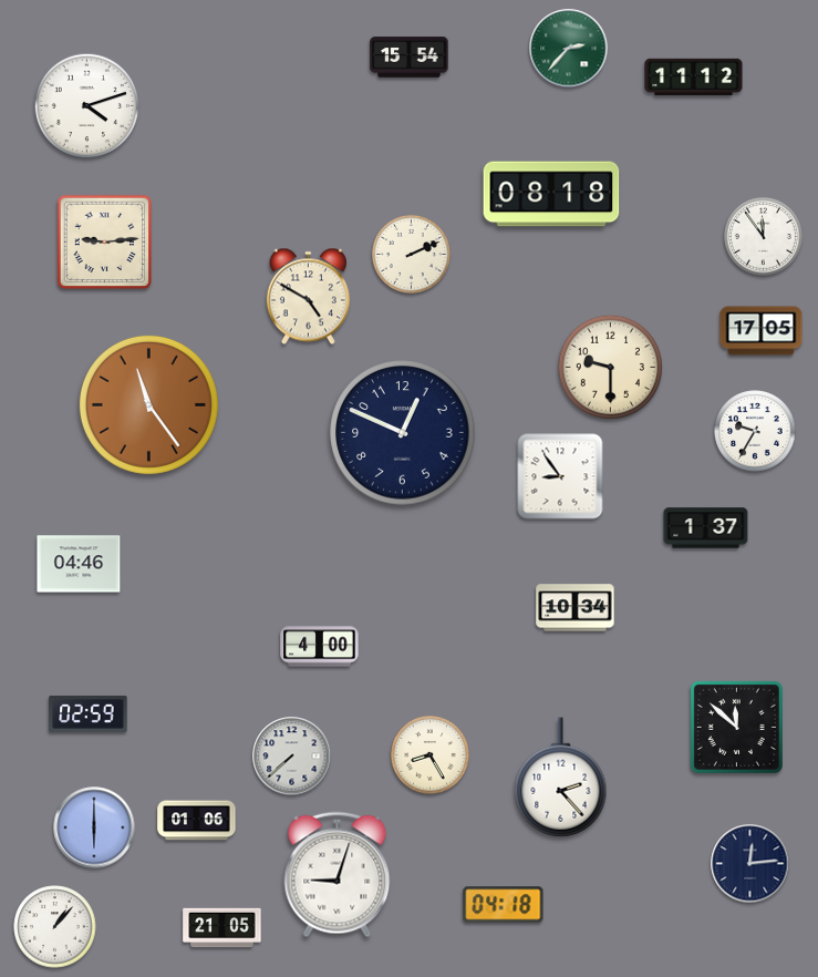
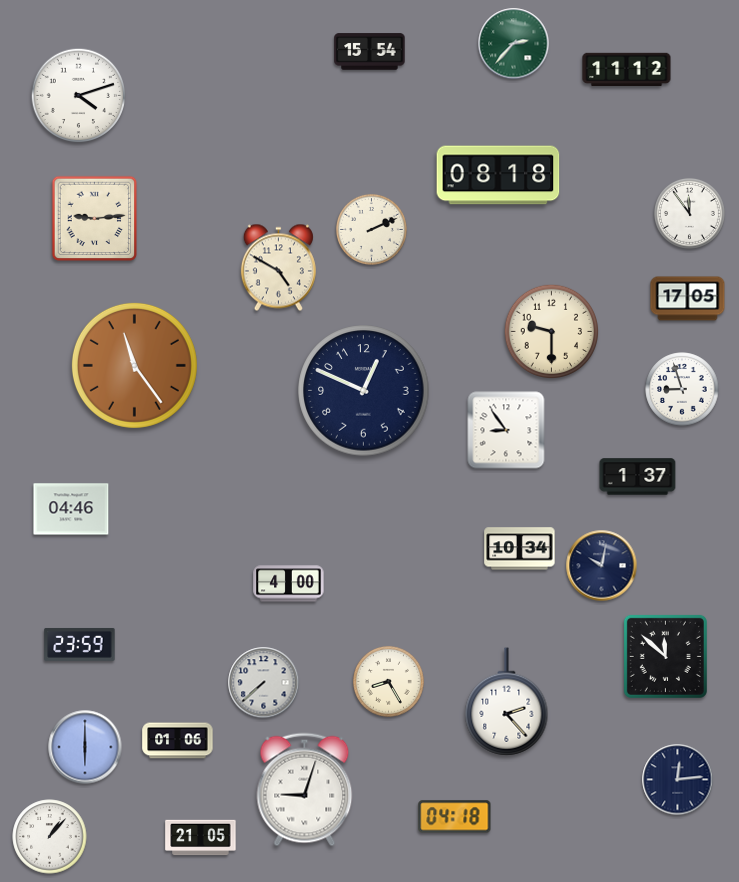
clock at (755, 431): 9:35 -> 8:57
clock at (602, 566): none -> 10:02
clock at (89, 713): 02:59 -> 23:59
